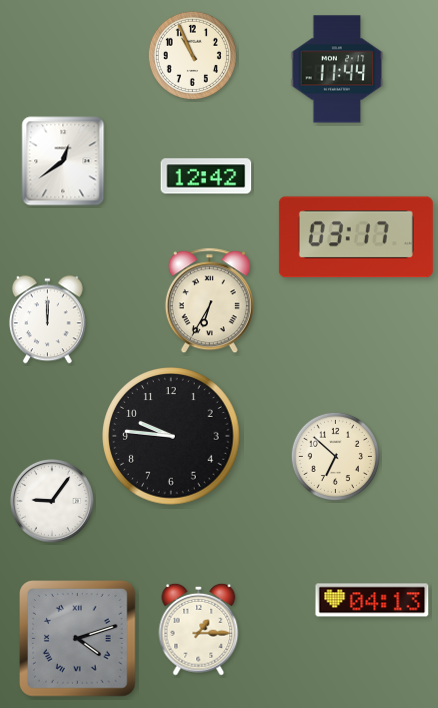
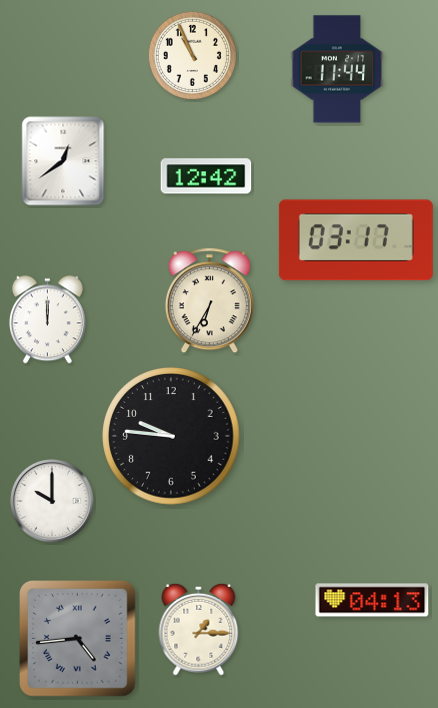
clock at (356, 237) position: (356, 237) -> (356, 240)
clock at (335, 456): 6:52 -> none
clock at (52, 501): 9:06 -> 10:00
clock at (78, 639): 4:12 -> 4:44
